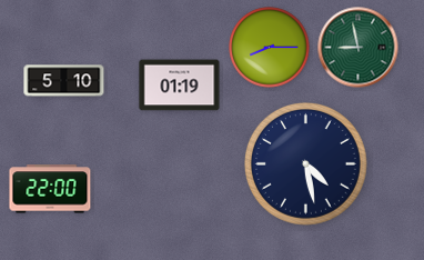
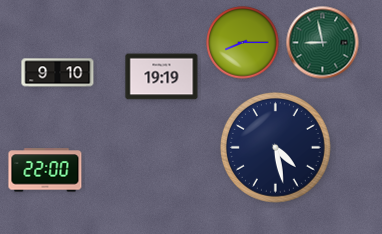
clock at (64, 81): 5:10 -> 9:10
clock at (180, 86): 01:19 -> 19:19
